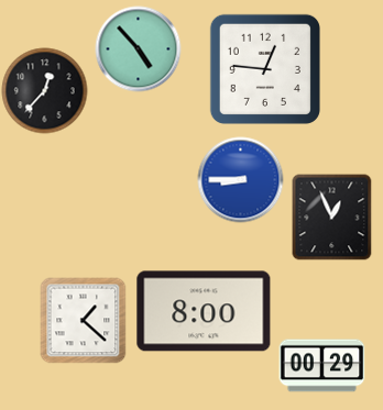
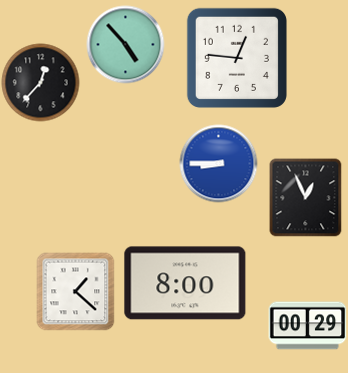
clock at (265, 69) position: (265, 69) -> (237, 58)
clock at (332, 217) position: (332, 217) -> (306, 197)
clock at (321, 366) position: (321, 366) -> (307, 326)
